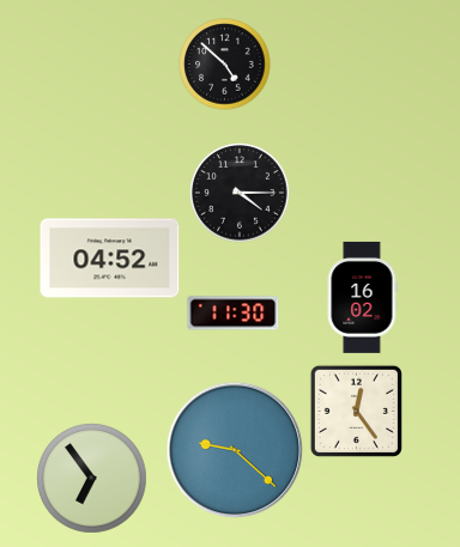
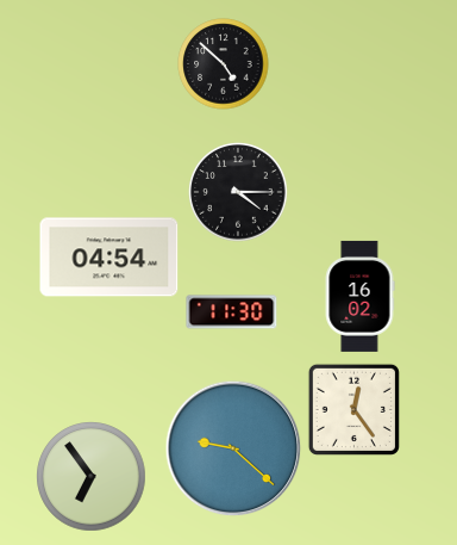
clock at (110, 259): 04:52 -> 04:54
